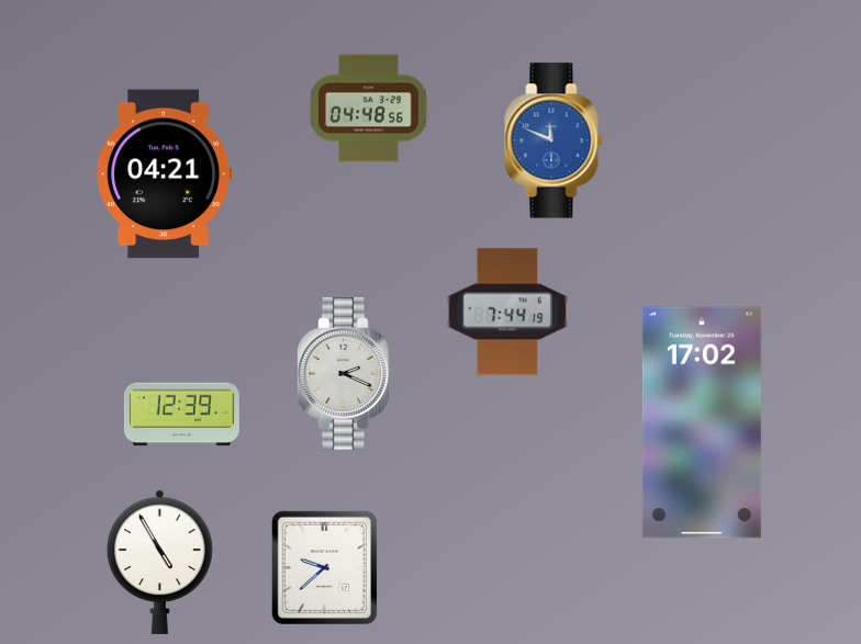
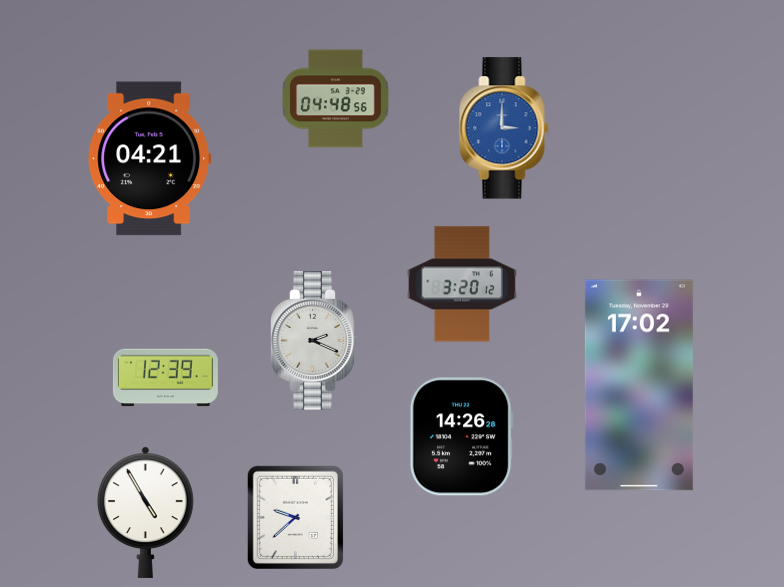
clock at (553, 140): 11:49 -> 3:00
clock at (507, 312): 7:44 -> 3:20
clock at (461, 437): none -> 14:26
